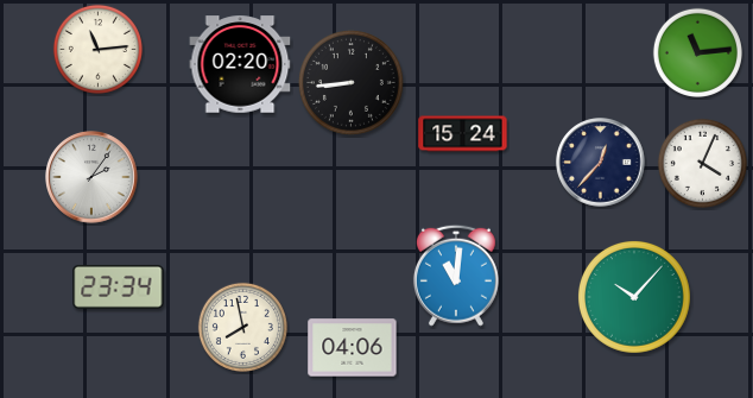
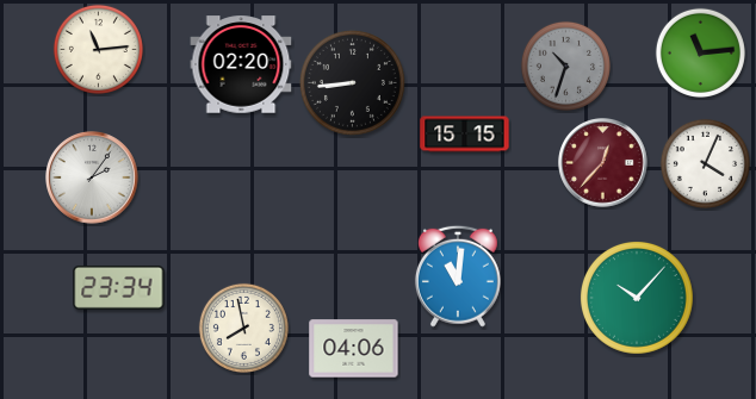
clock at (565, 66): none -> 10:33
clock at (463, 134): 15:24 -> 15:15
clock at (601, 163) dial: navy -> burgundy
